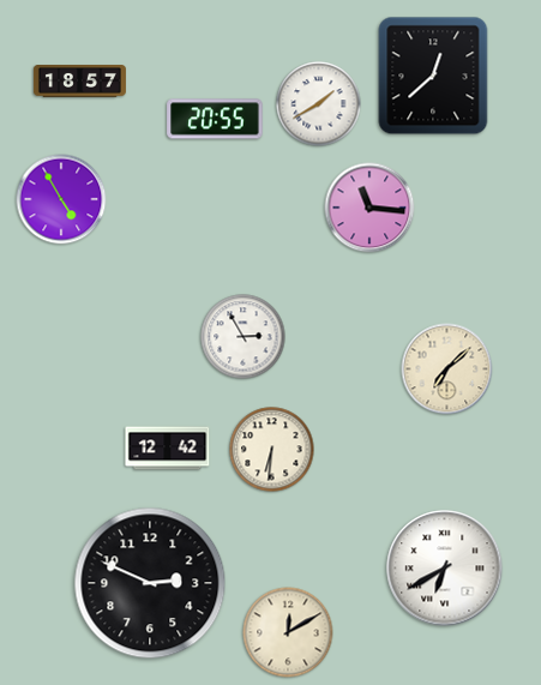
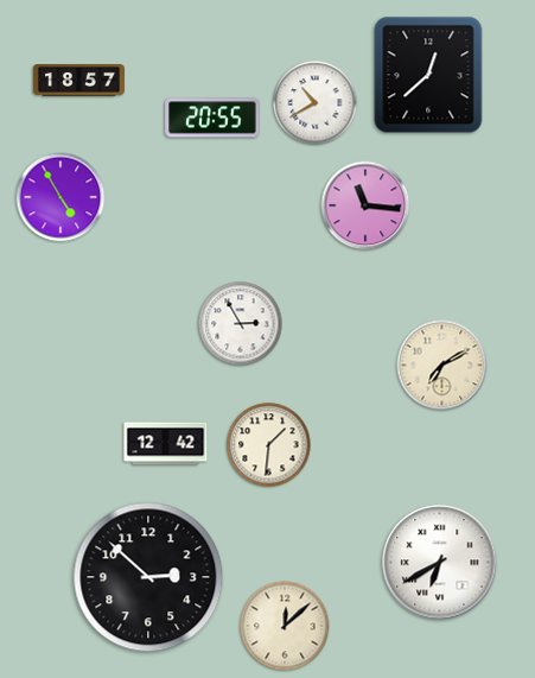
clock at (319, 104): 1:40 -> 10:40
clock at (244, 337) position: (244, 337) -> (241, 324)
clock at (447, 369): 7:08 -> 7:10
clock at (272, 450): 6:31 -> 1:31
clock at (150, 583): 2:49 -> 2:52
clock at (288, 632): 12:10 -> 12:08
